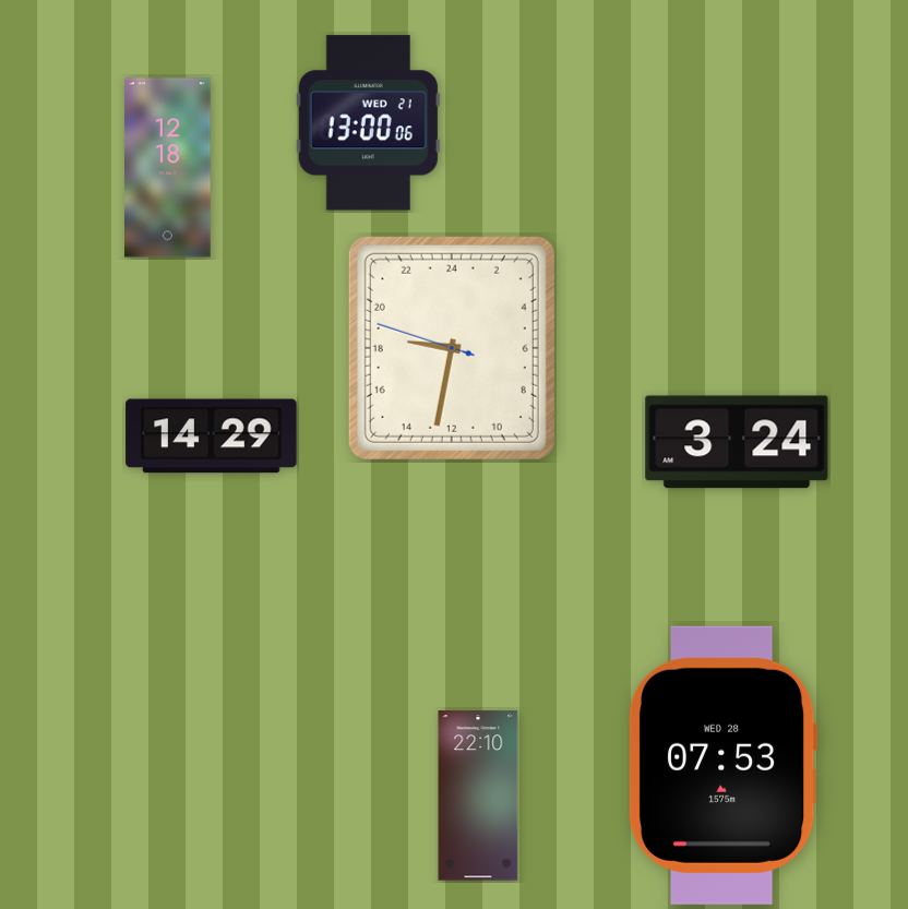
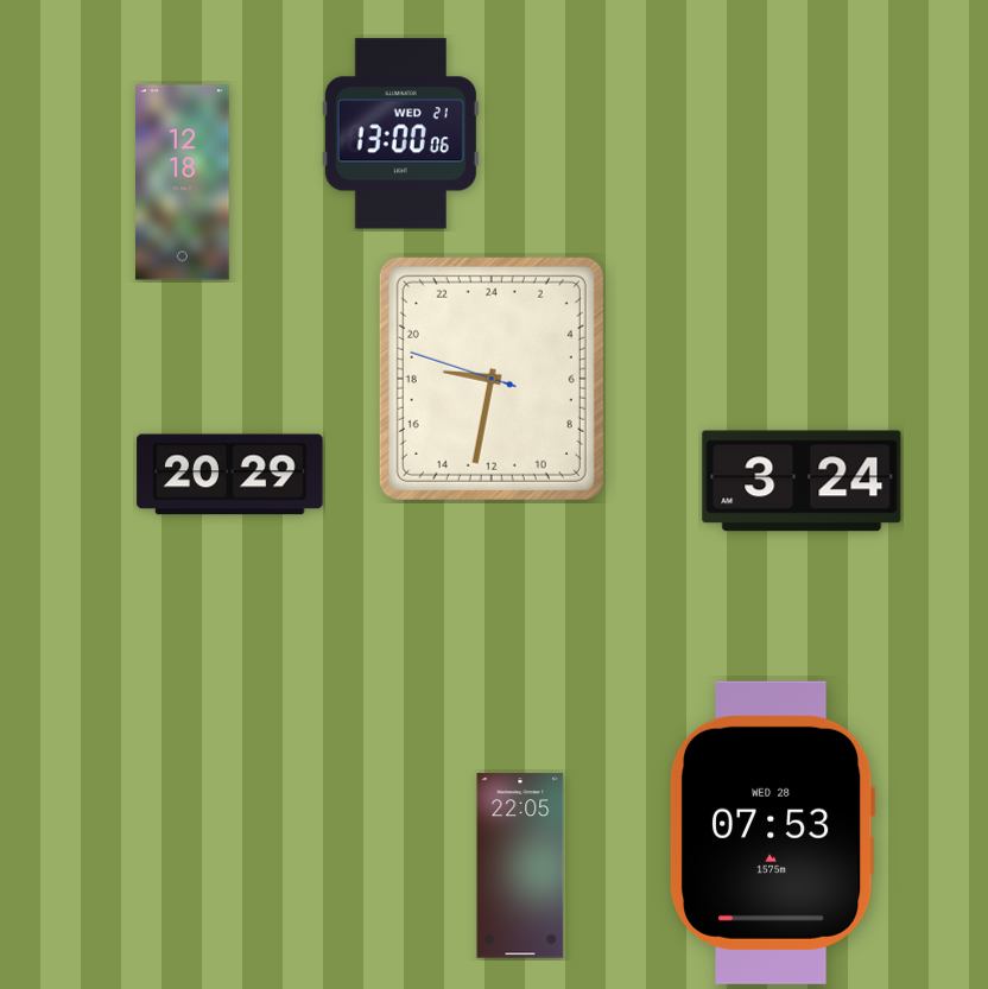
clock at (212, 436): 14:29 -> 20:29
clock at (722, 765) position: (722, 765) -> (772, 832)
clock at (478, 796): 22:10 -> 22:05
